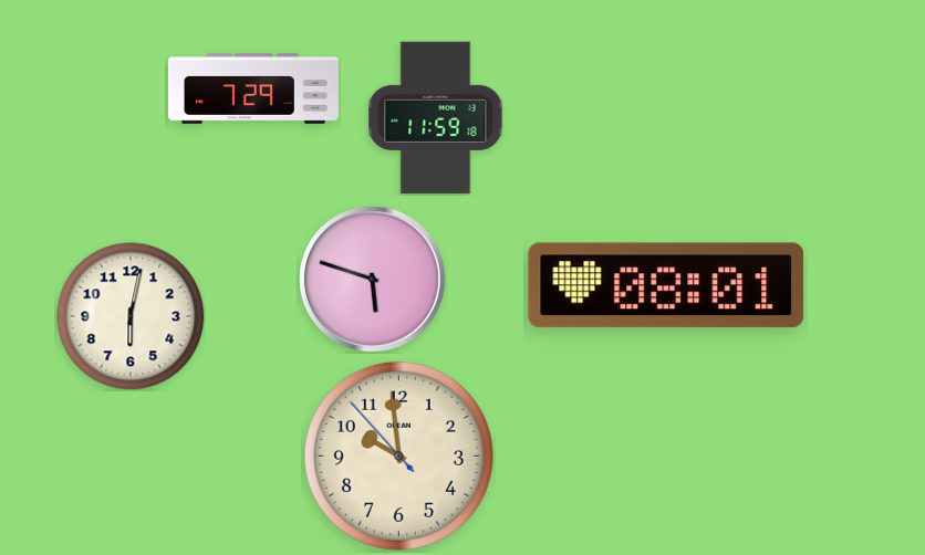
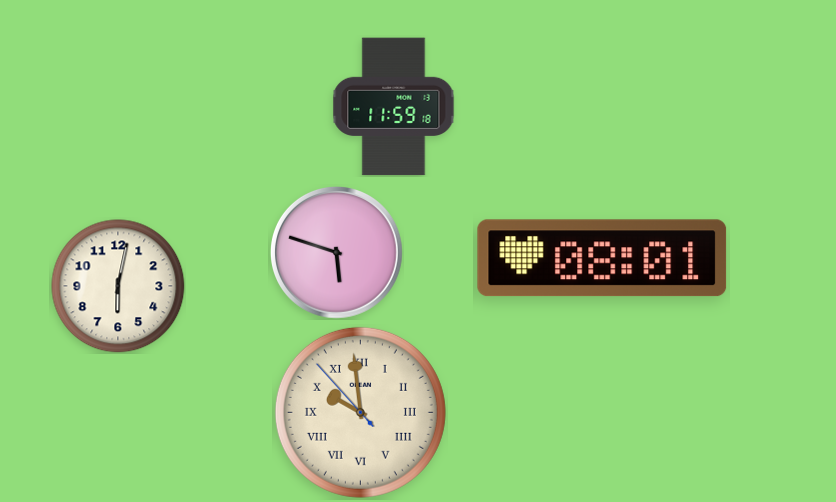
clock at (253, 88): 7:29 -> none
clock at (398, 455) numerals: Arabic -> Roman
